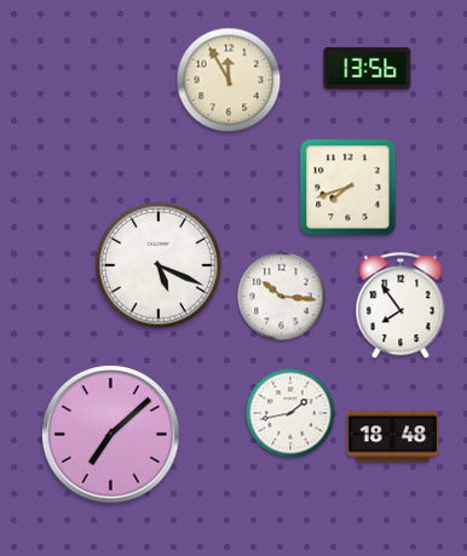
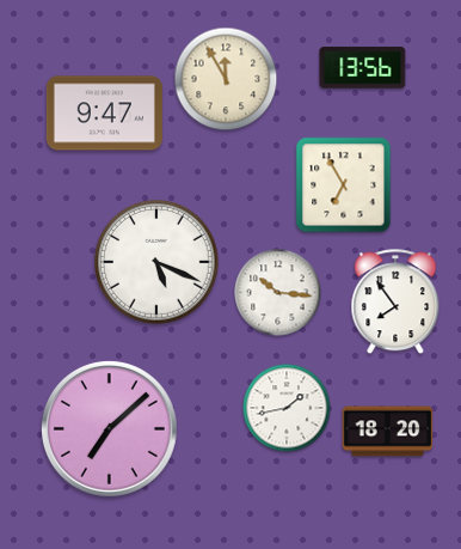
clock at (104, 114): none -> 9:47
clock at (348, 188): 7:42 -> 6:55
clock at (393, 437): 18:48 -> 18:20
